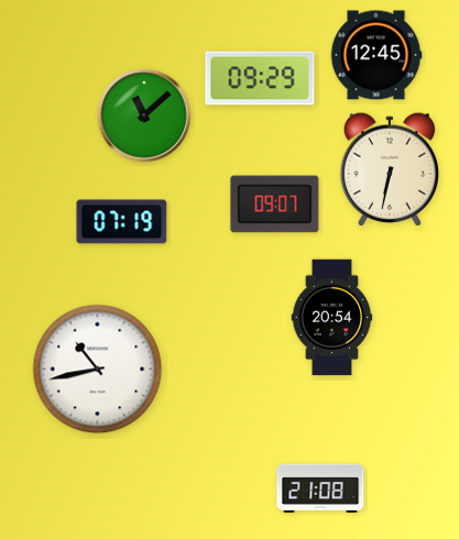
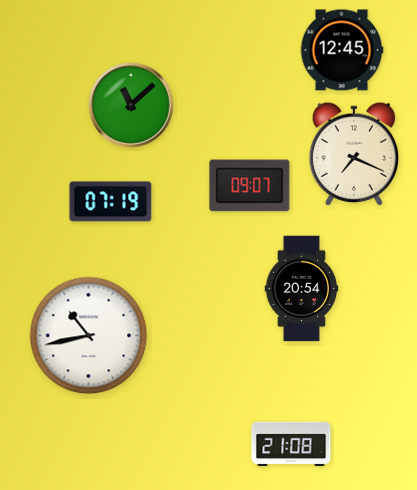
clock at (260, 78): 09:29 -> none
clock at (390, 168): 6:32 -> 7:19
